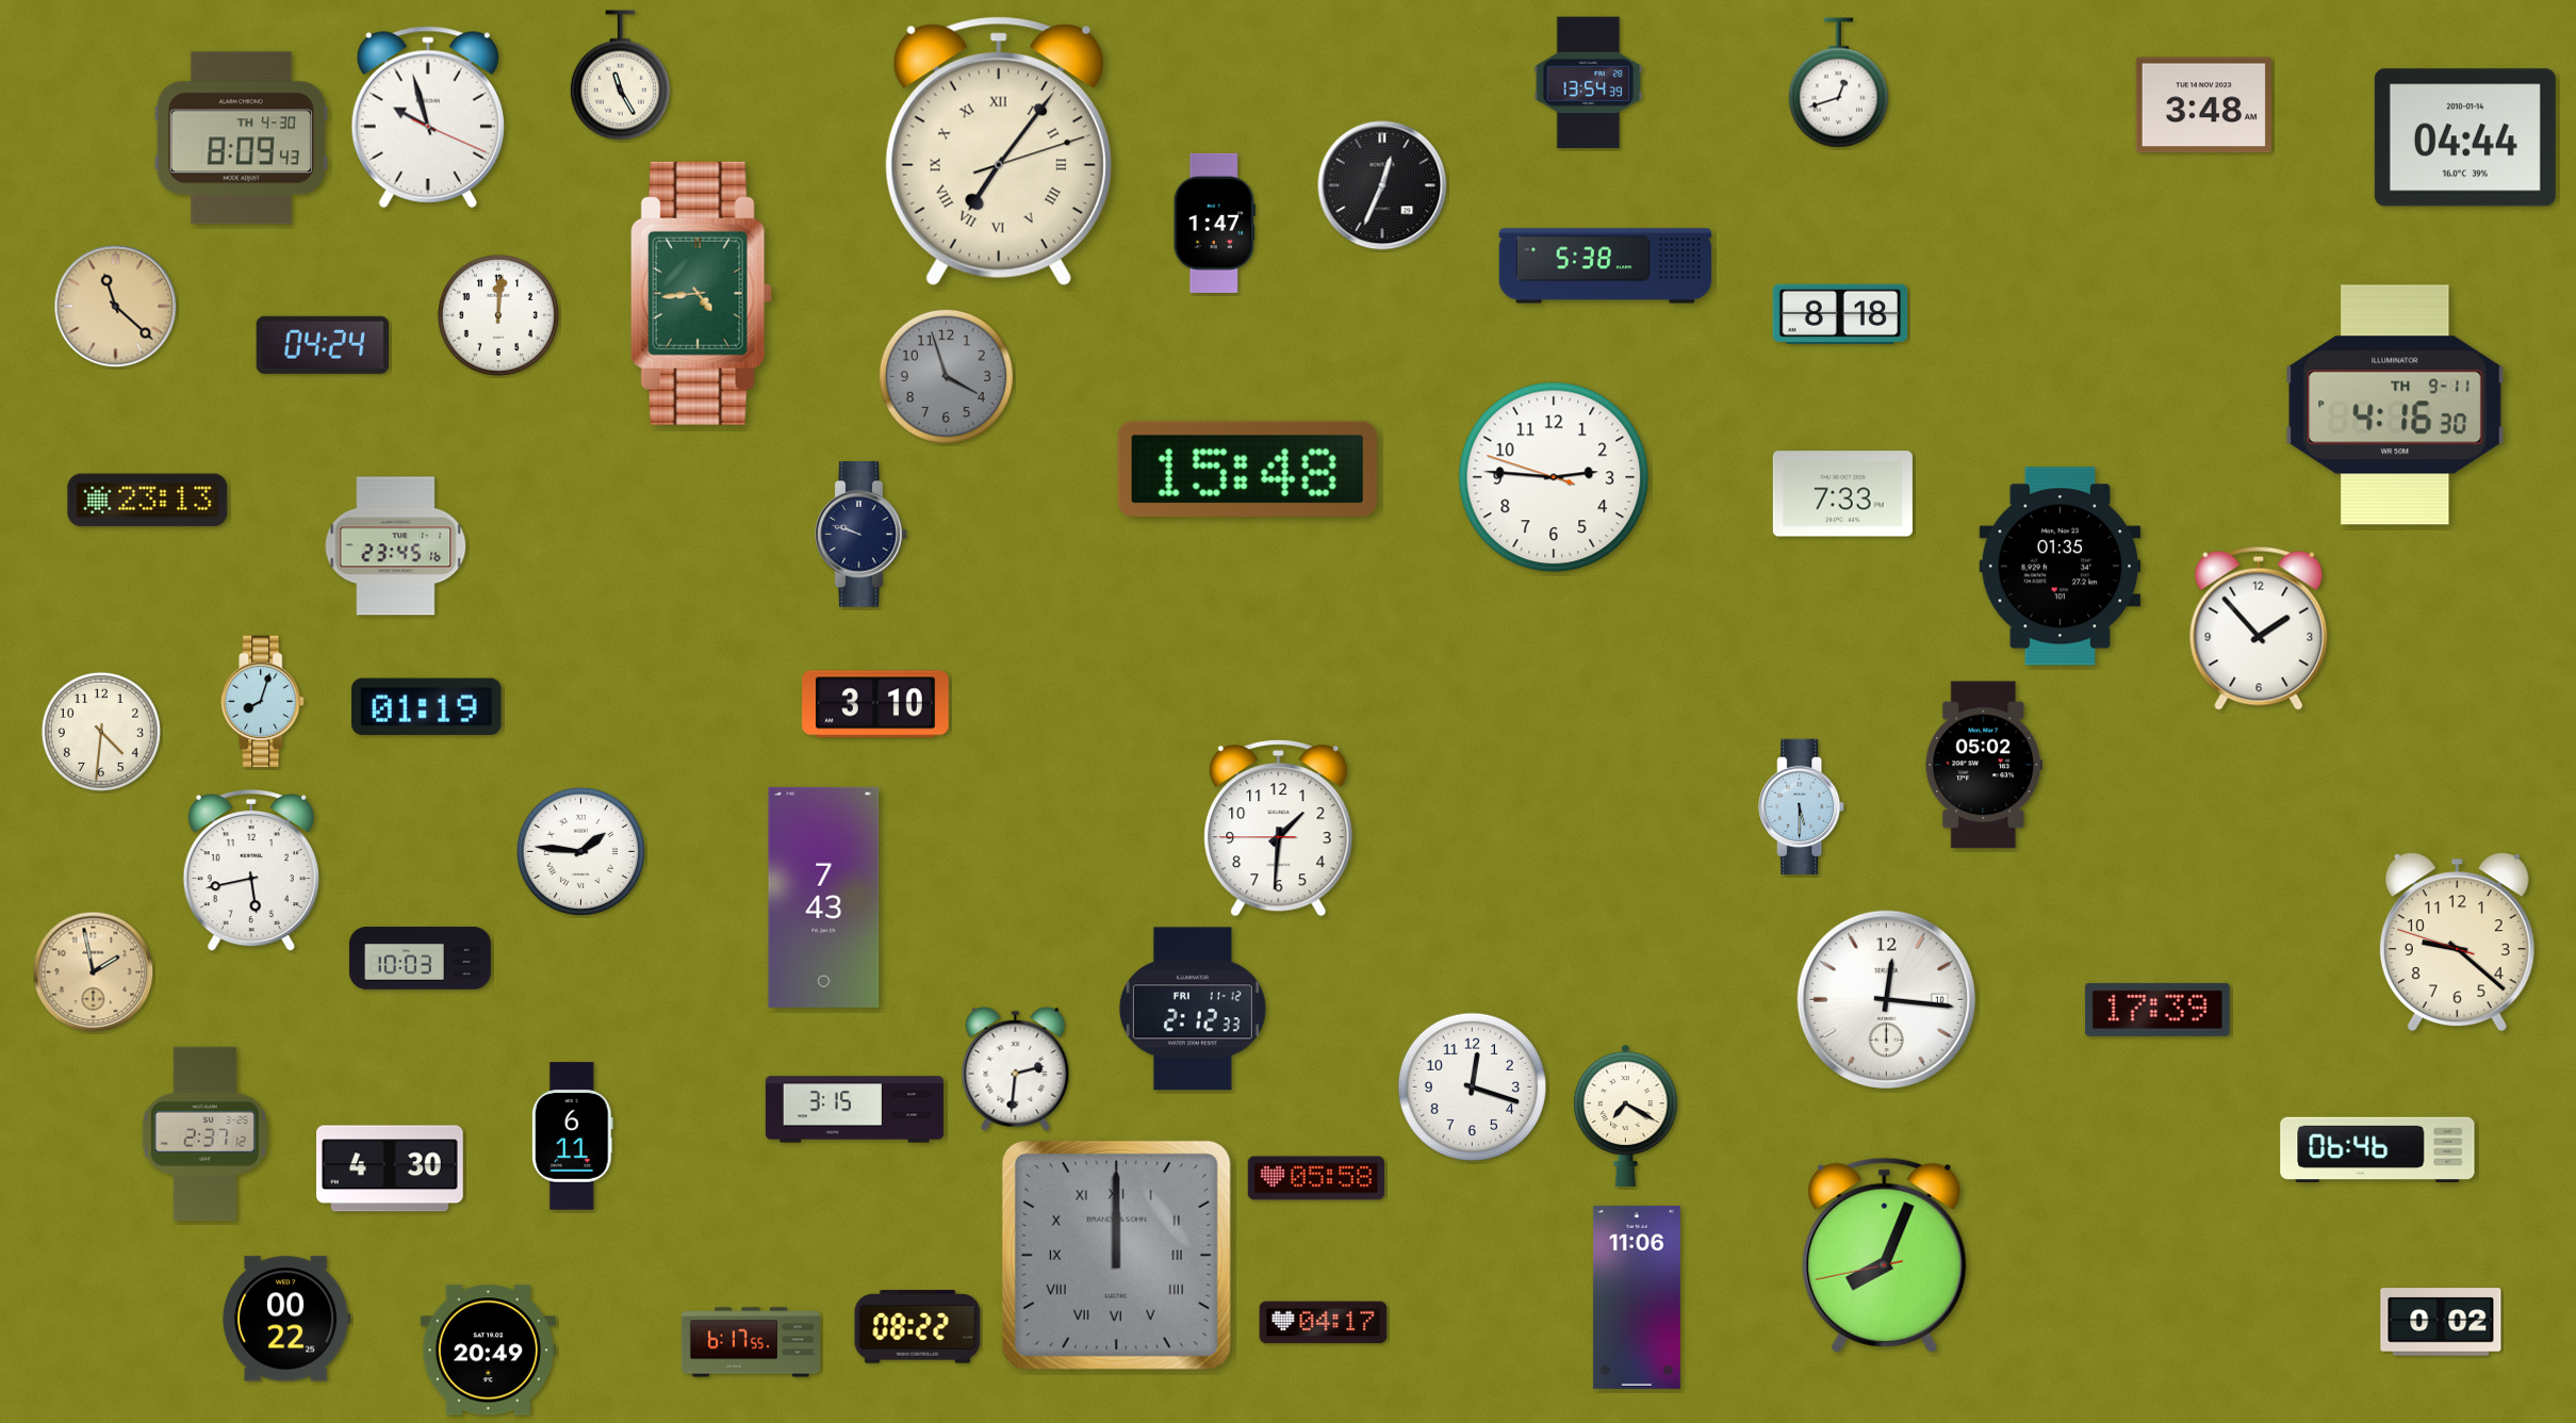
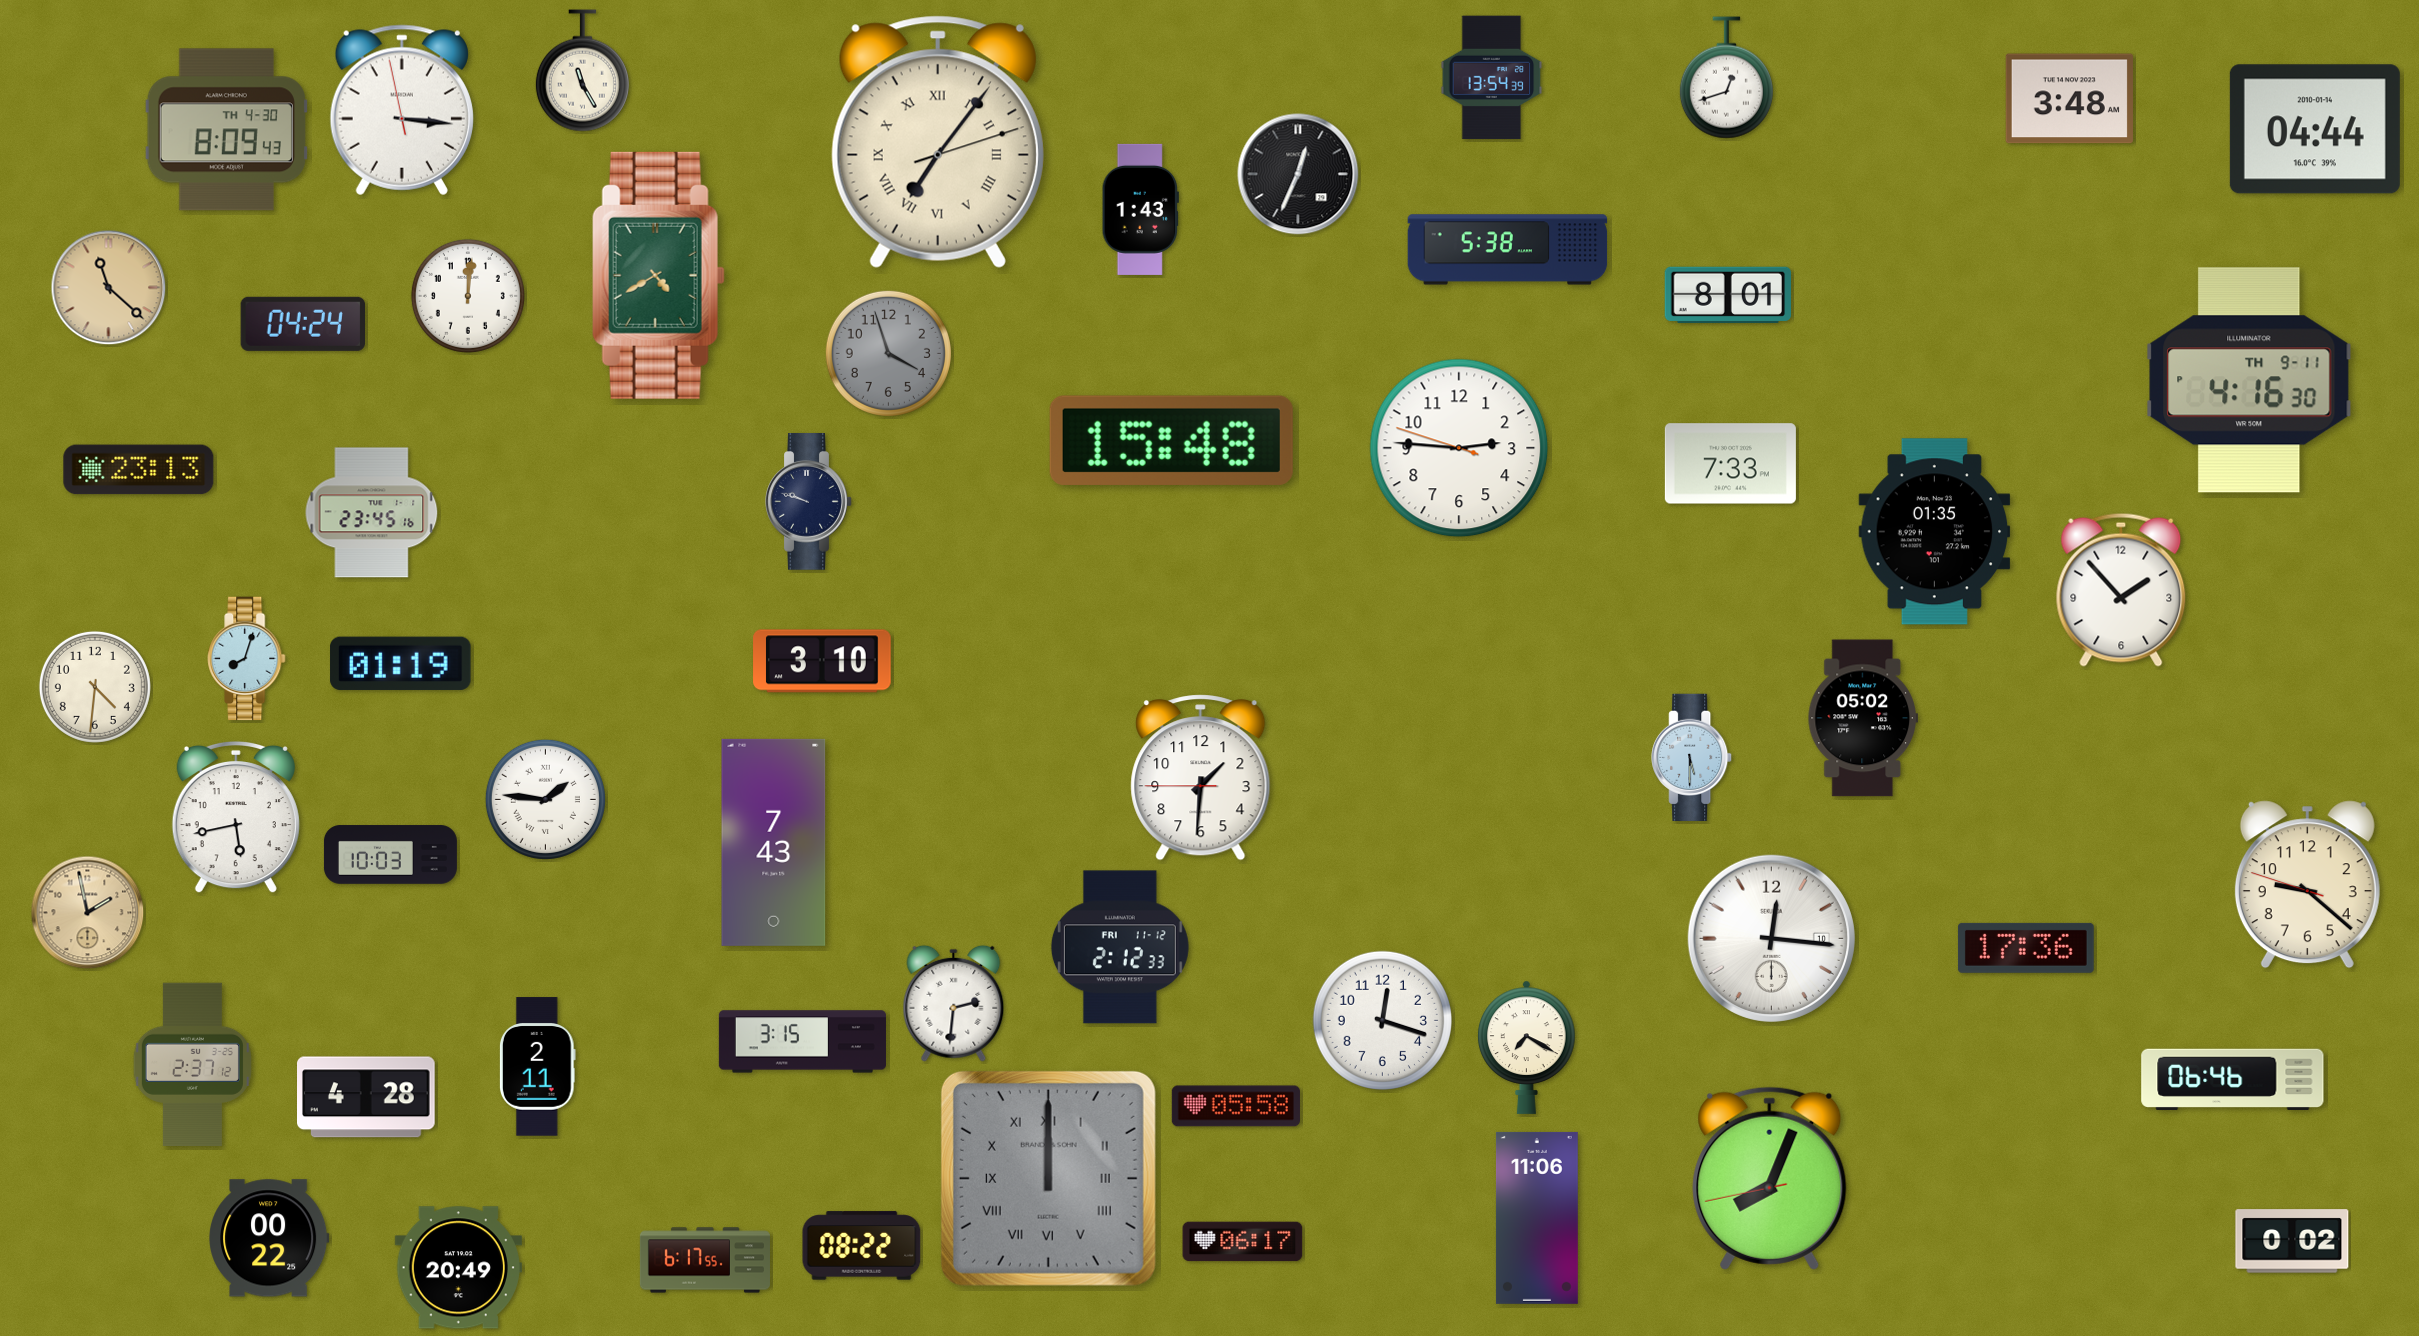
clock at (428, 117): 9:57 -> 3:15
clock at (1214, 223): 1:47 -> 1:43
clock at (701, 293): 4:44 -> 4:40
clock at (1839, 313): 8:18 -> 8:01
clock at (420, 959) position: (420, 959) -> (390, 855)
clock at (2157, 1010): 17:39 -> 17:36
clock at (572, 1136): 6:11 -> 2:11
clock at (391, 1168): 4:30 -> 4:28
clock at (1324, 1323): 04:17 -> 06:17
